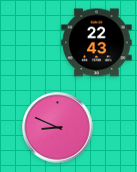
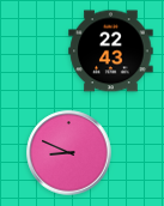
clock at (97, 43) position: (97, 43) -> (111, 51)
